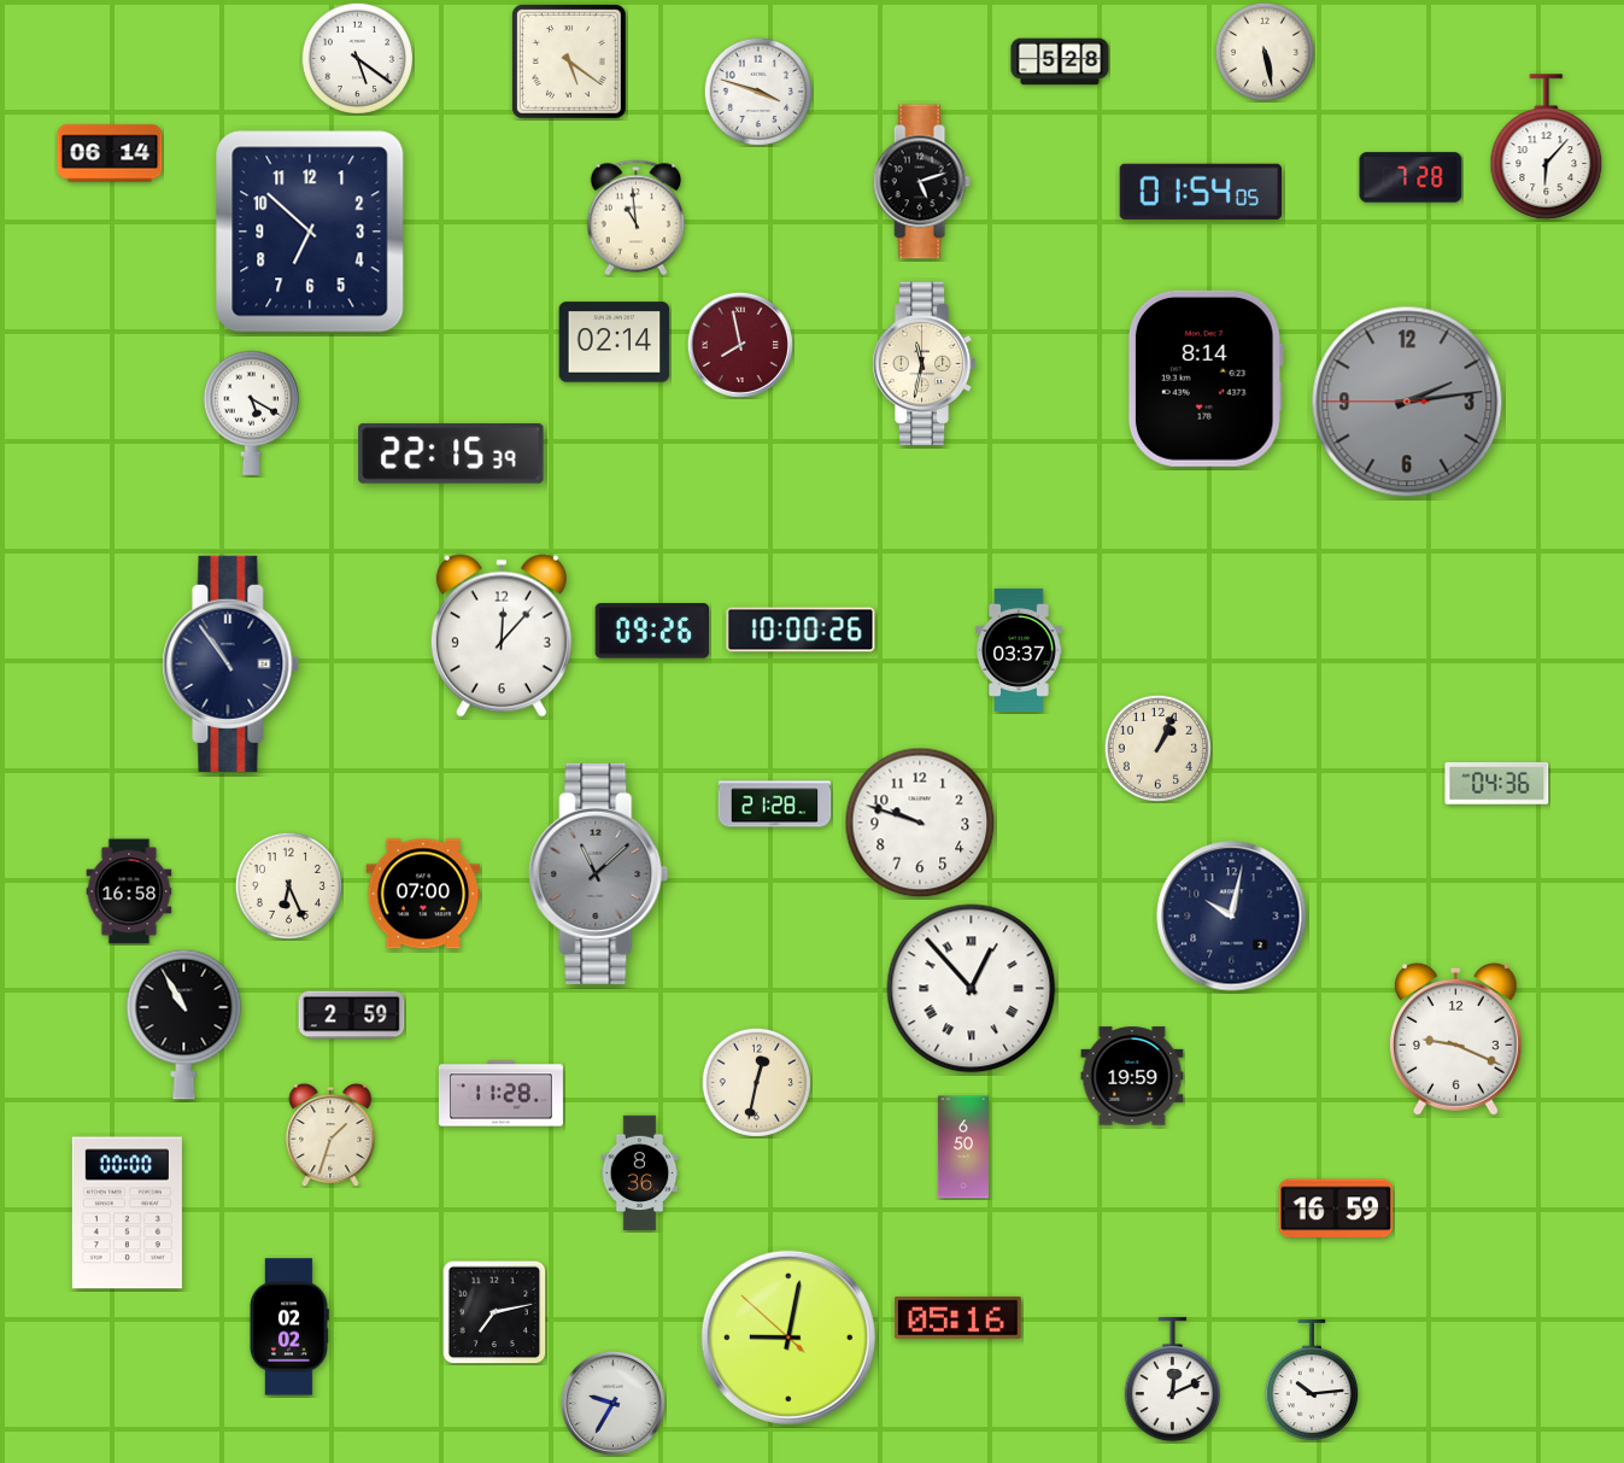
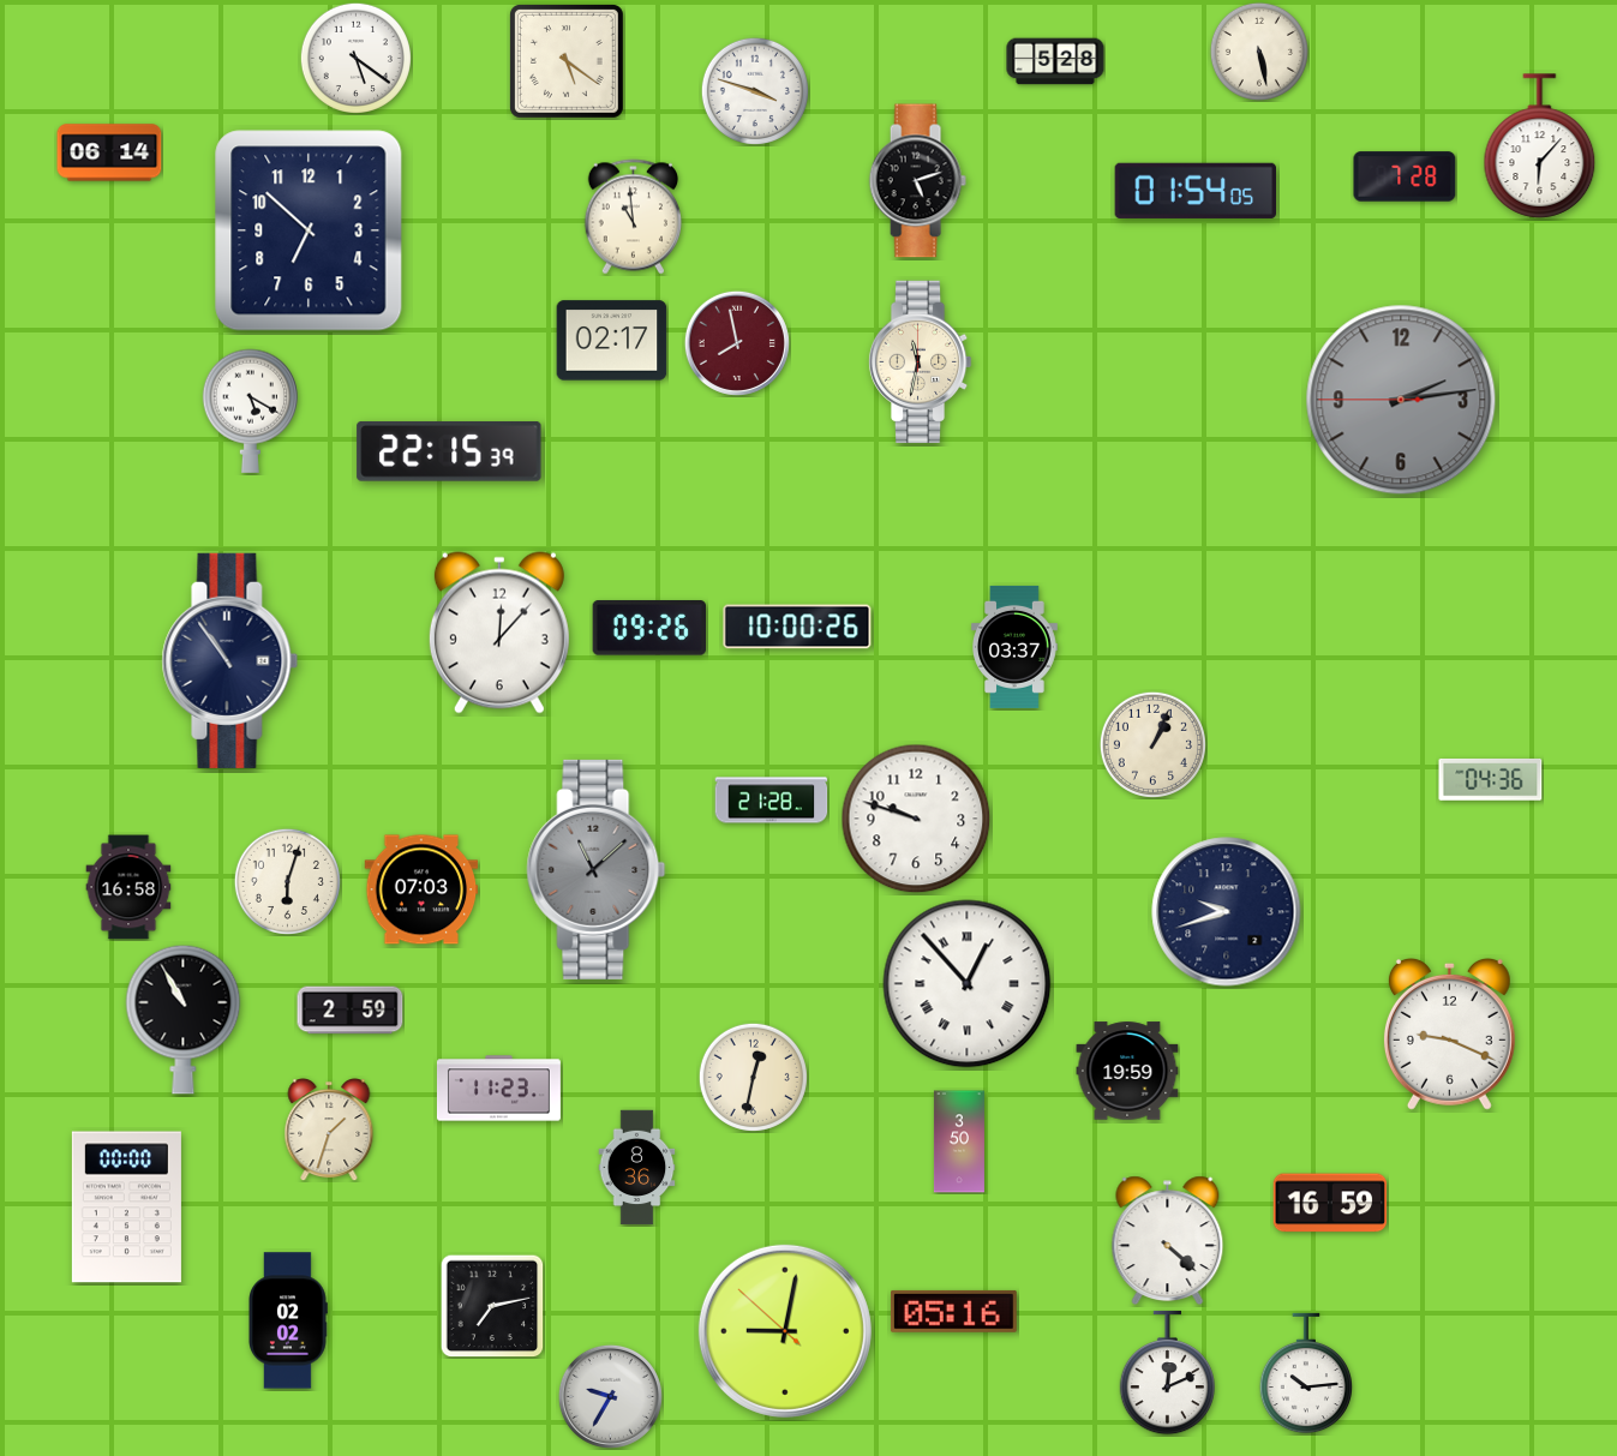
clock at (615, 343): 02:14 -> 02:17
clock at (1206, 379): 8:14 -> none
clock at (288, 885): 6:26 -> 6:03
clock at (423, 894): 07:00 -> 07:03
clock at (1232, 917): 10:02 -> 9:42
clock at (500, 1094): 11:28 -> 11:23
clock at (963, 1147): 6:50 -> 3:50
clock at (1168, 1241): none -> 4:22
